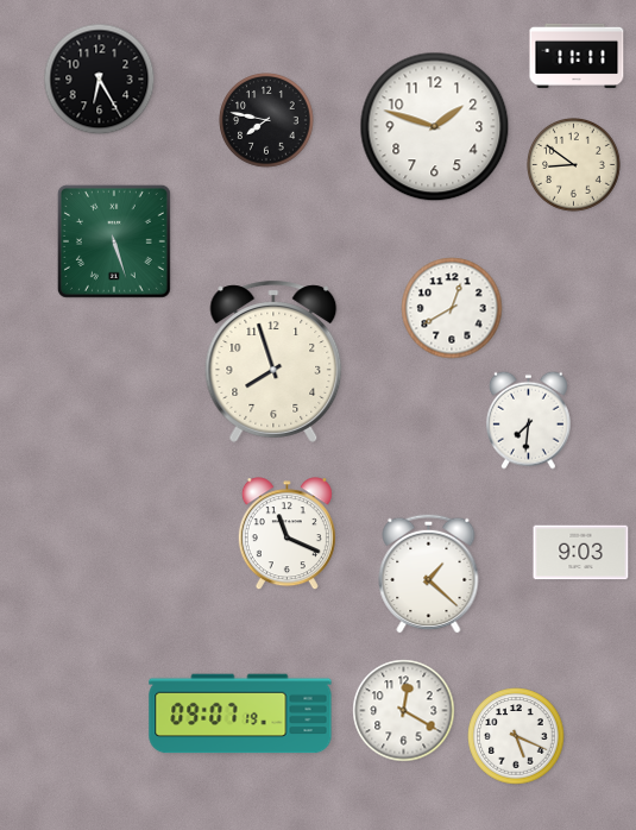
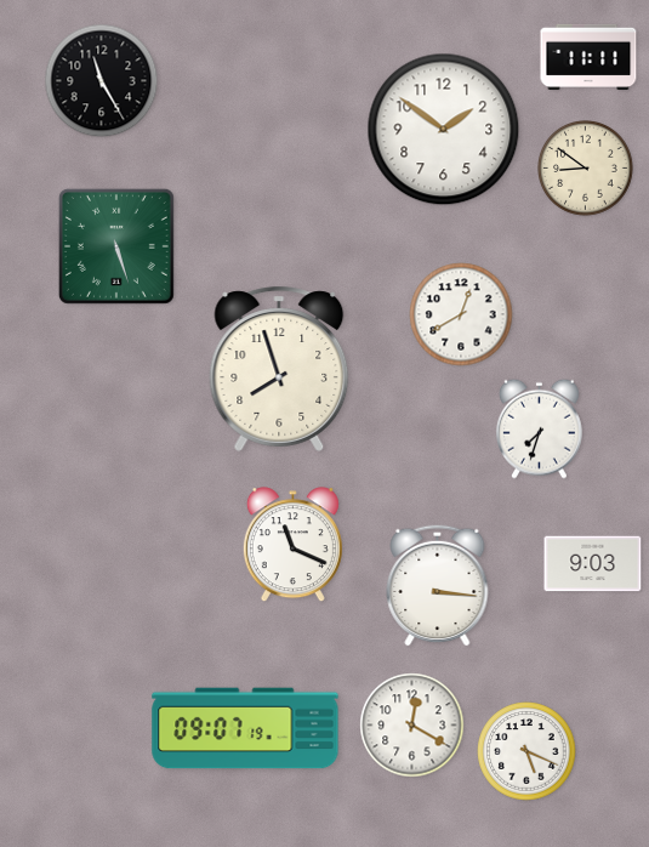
clock at (100, 80): 6:25 -> 11:25
clock at (266, 120): 7:47 -> none
clock at (435, 127): 1:48 -> 1:51
clock at (528, 420): 7:31 -> 7:33
clock at (429, 573): 1:22 -> 3:16
